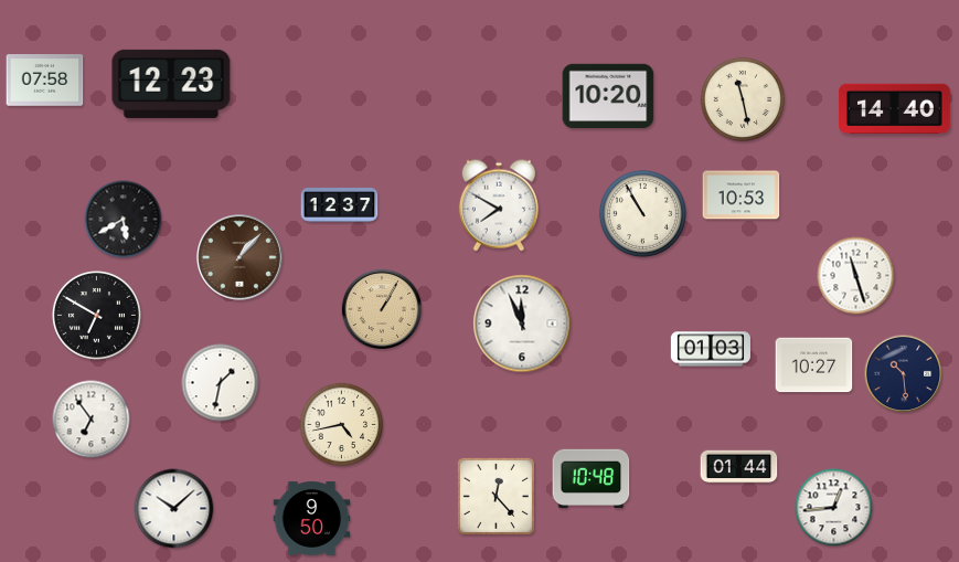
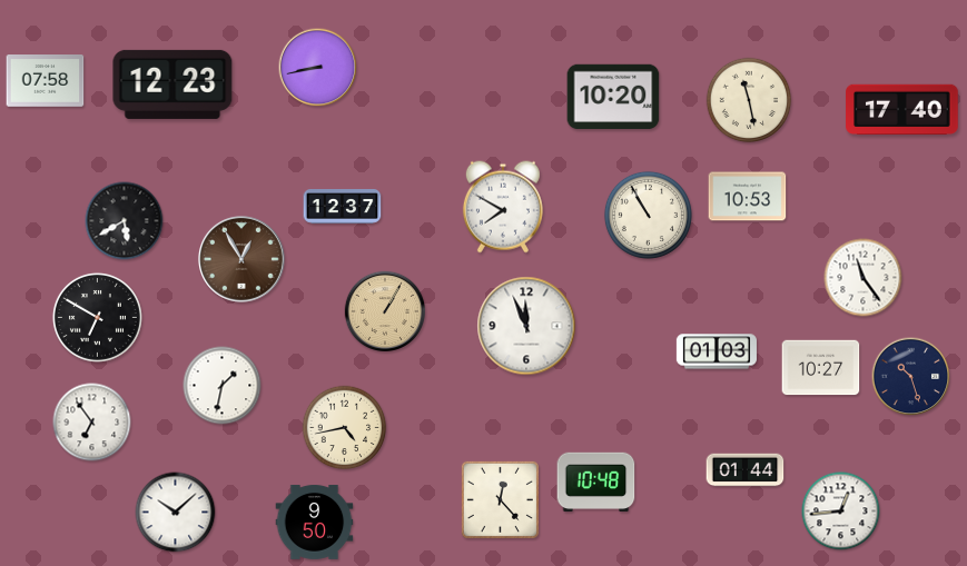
clock at (318, 68): none -> 8:43
clock at (895, 109): 14:40 -> 17:40
clock at (241, 258): 1:07 -> 12:55
clock at (856, 276): 11:27 -> 11:24
clock at (904, 374): 10:29 -> 10:27
